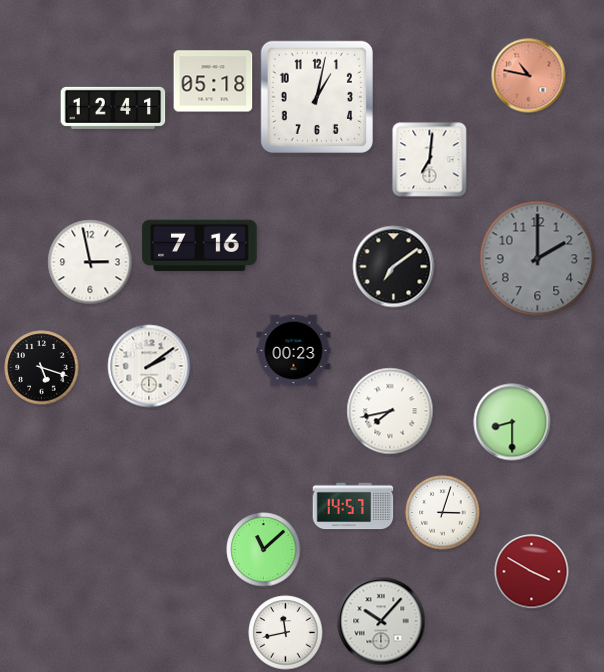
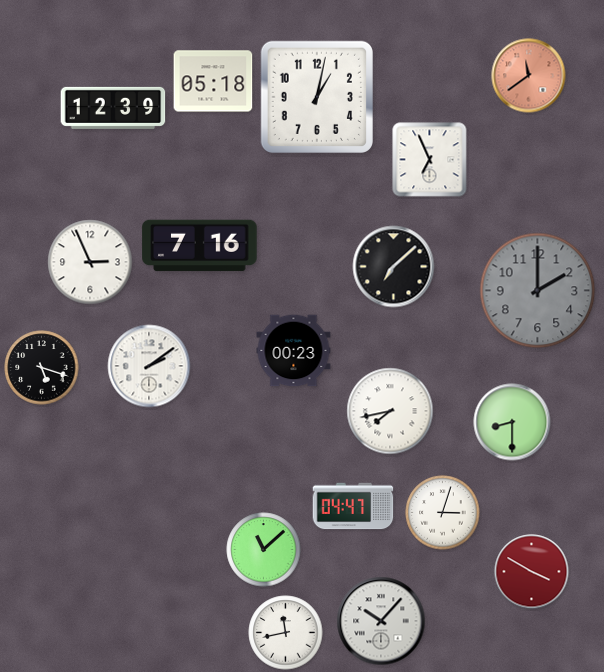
clock at (529, 76): 10:47 -> 11:39
clock at (113, 108): 12:41 -> 12:39
clock at (430, 160): 7:01 -> 6:56
clock at (538, 259) position: (538, 259) -> (538, 291)
clock at (90, 262): 2:58 -> 2:56
clock at (394, 267): 7:09 -> 7:08
clock at (353, 506): 14:57 -> 04:47
